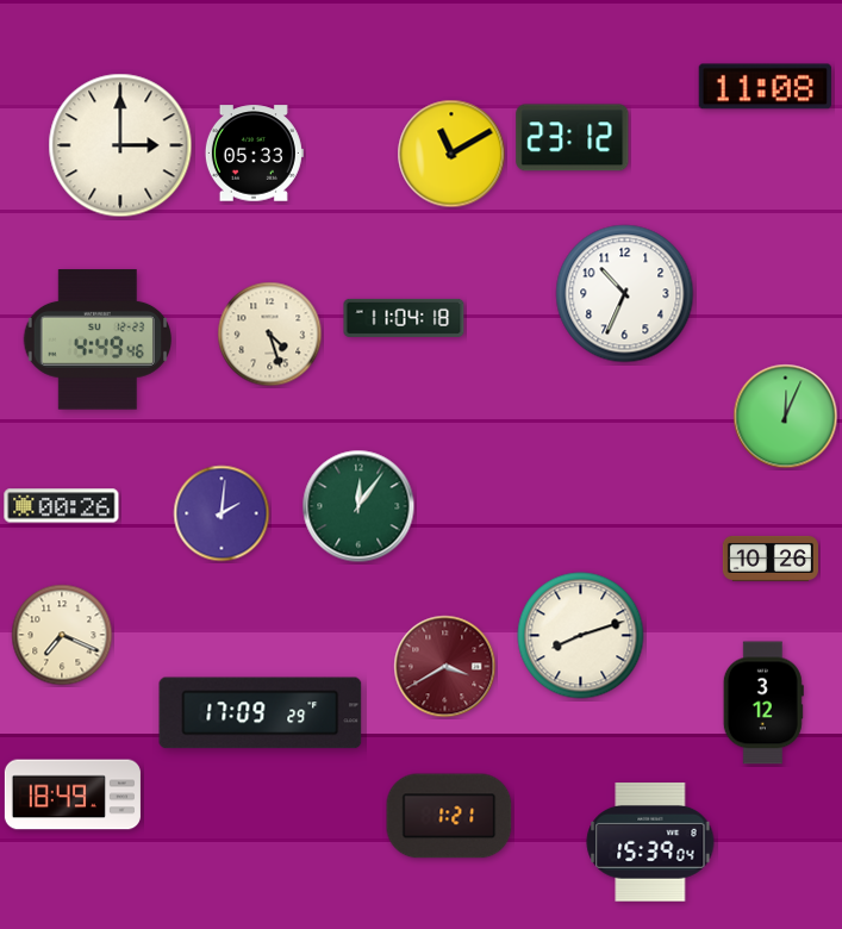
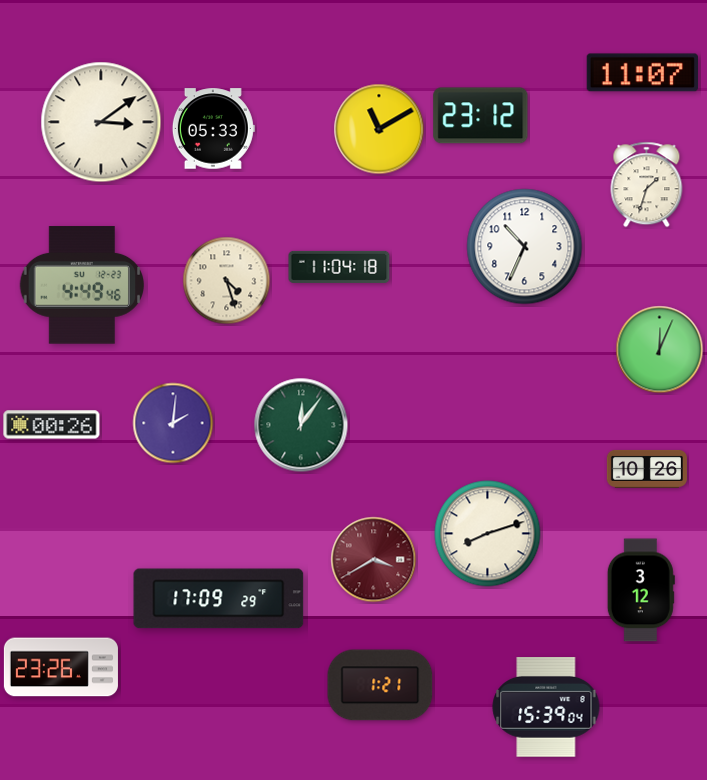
clock at (765, 87): 11:08 -> 11:07
clock at (120, 145): 3:00 -> 3:09
clock at (647, 185): none -> 1:33
clock at (222, 513) position: (222, 513) -> (173, 423)
clock at (62, 635): 7:19 -> none
clock at (73, 794): 18:49 -> 23:26
clock at (449, 816) position: (449, 816) -> (380, 685)
